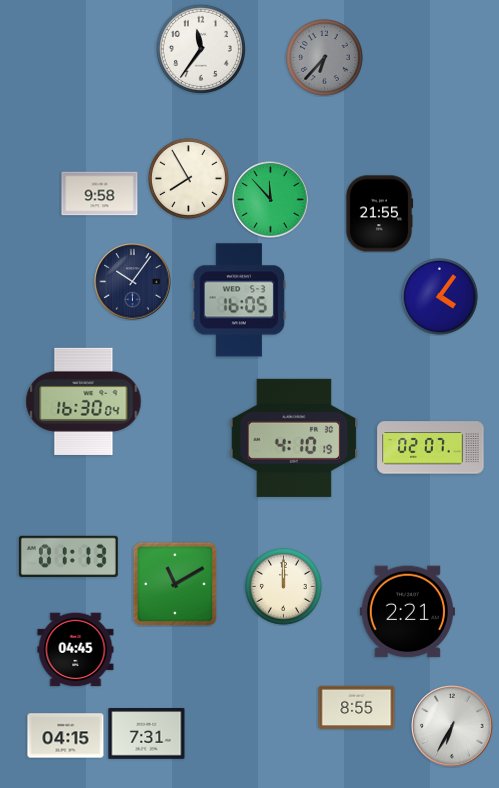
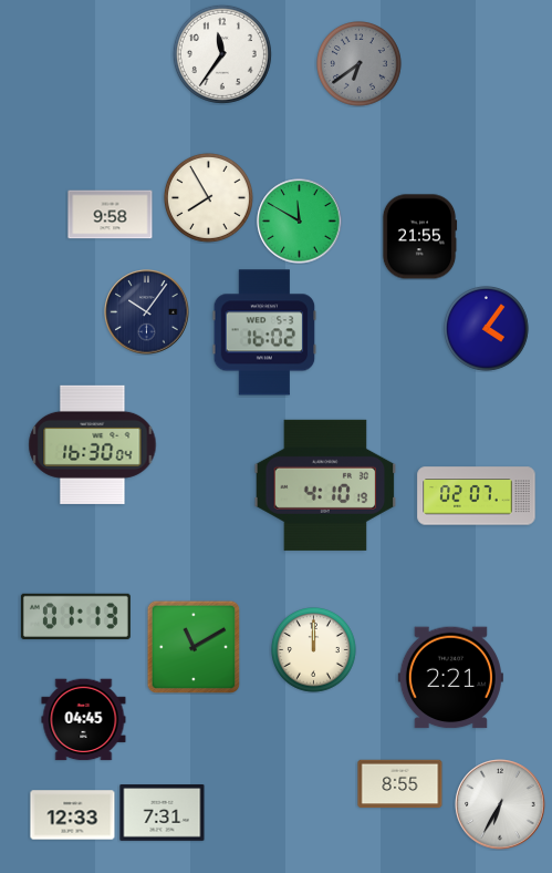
clock at (325, 58): 6:37 -> 6:39
clock at (271, 200): 11:53 -> 11:50
clock at (239, 300): 16:05 -> 16:02
clock at (357, 708) position: (357, 708) -> (400, 784)
clock at (66, 736): 04:15 -> 12:33
